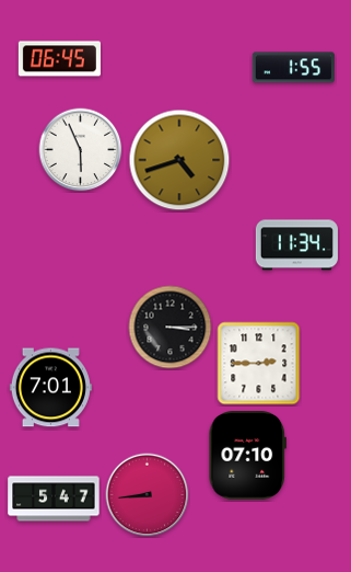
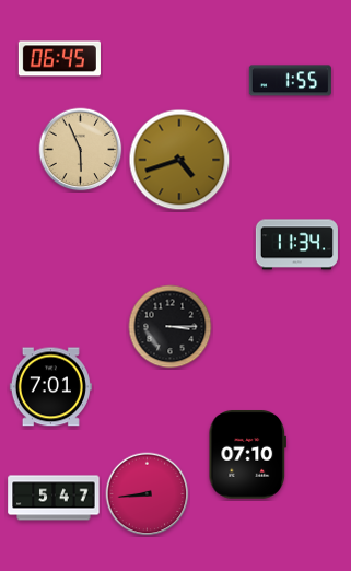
clock at (293, 68) position: (293, 68) -> (290, 81)
clock at (81, 150) dial: white -> champagne
clock at (259, 364): 2:45 -> none
